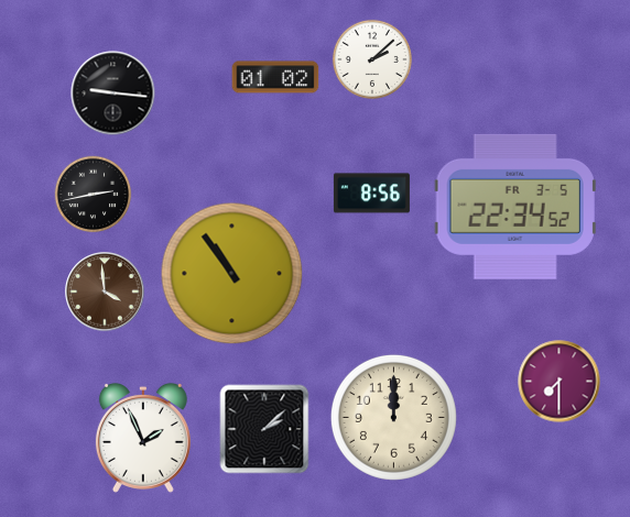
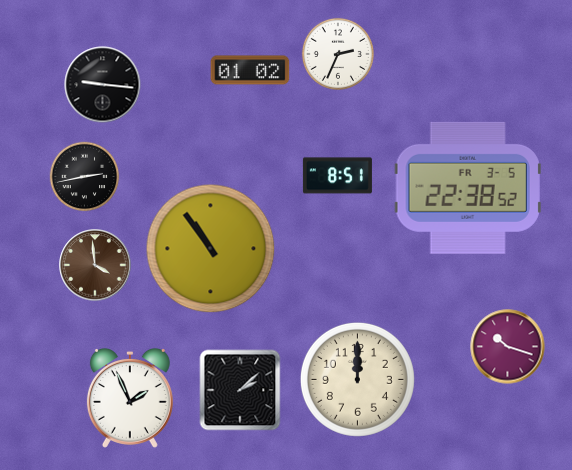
clock at (372, 59): 2:08 -> 2:34
clock at (371, 194): 8:56 -> 8:51
clock at (515, 207): 22:34 -> 22:38
clock at (560, 382): 7:30 -> 10:18
